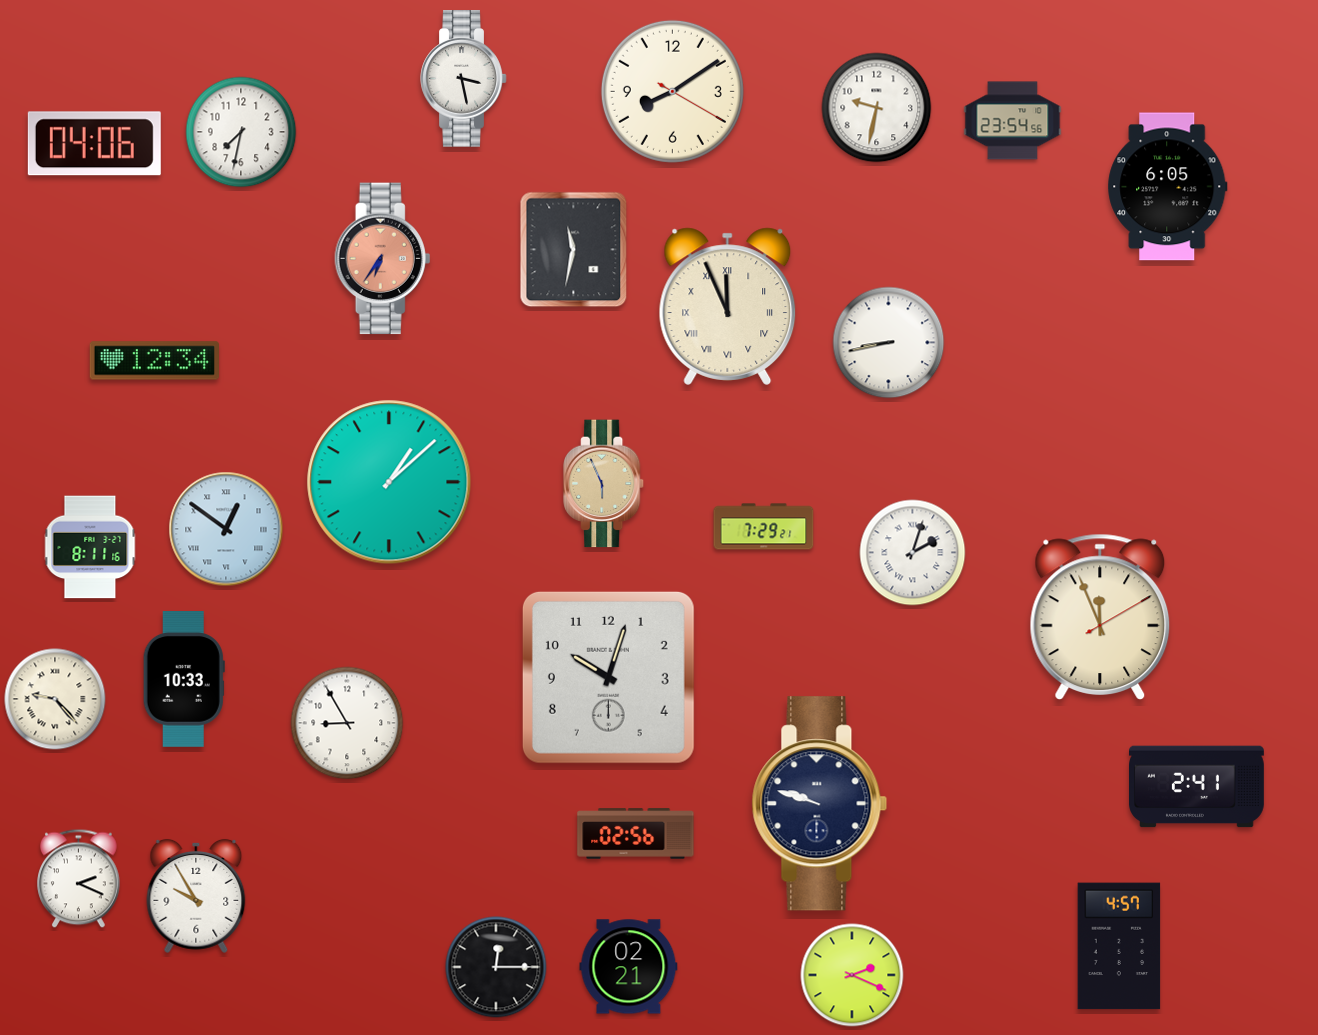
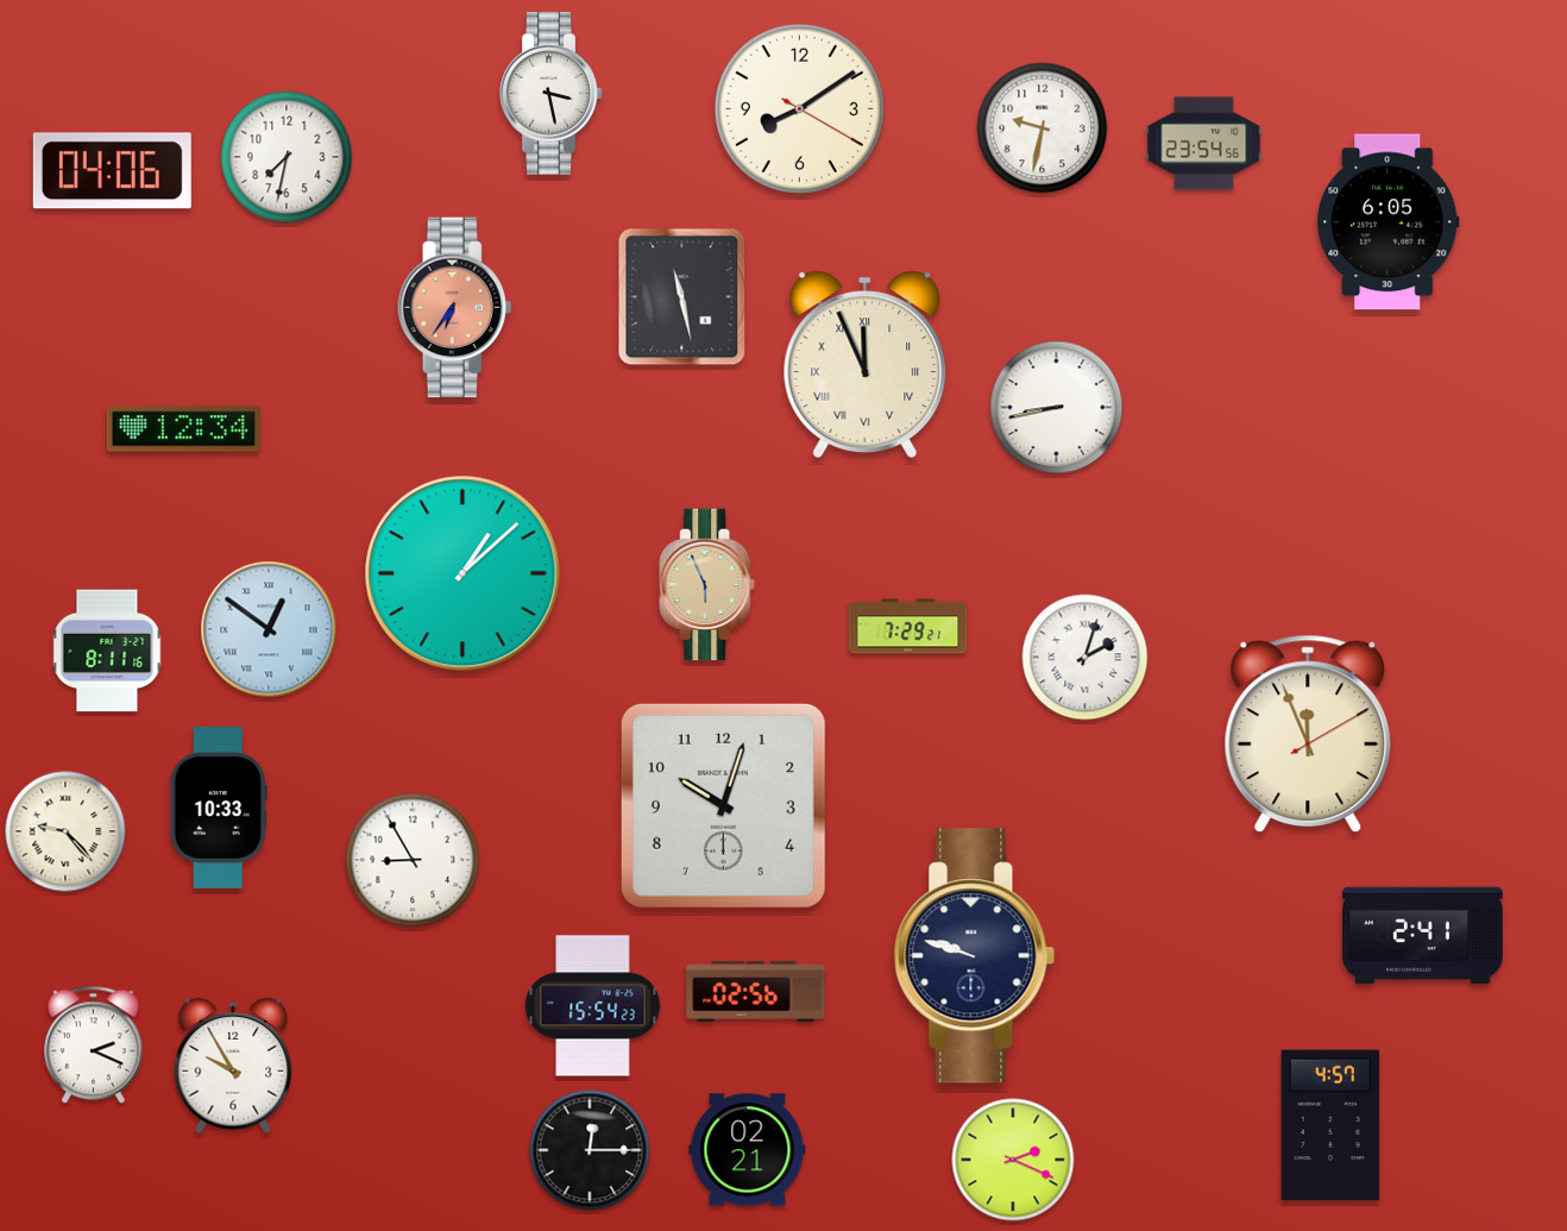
clock at (574, 250): 11:32 -> 11:28
clock at (605, 484) position: (605, 484) -> (709, 585)
clock at (593, 1006): none -> 15:54
